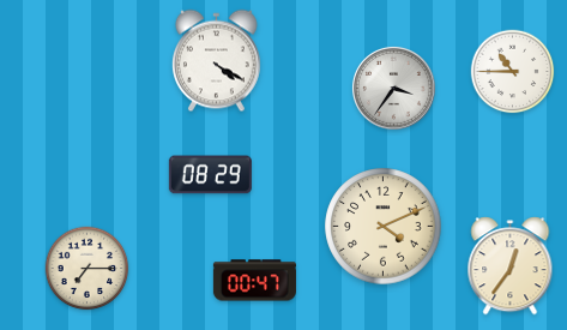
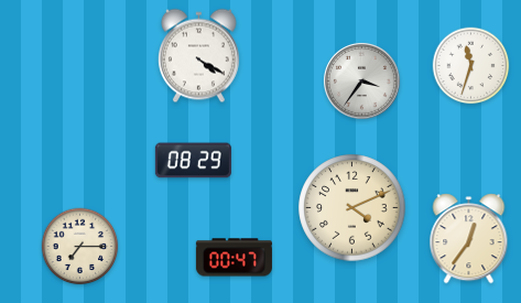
clock at (513, 72): 10:45 -> 11:33
clock at (511, 266) position: (511, 266) -> (469, 239)
